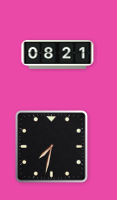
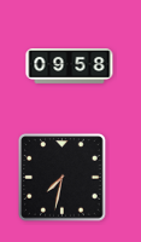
clock at (58, 55): 08:21 -> 09:58
